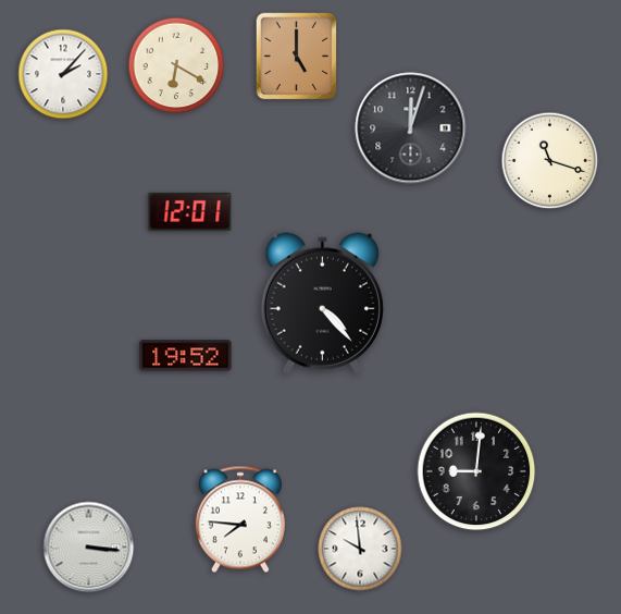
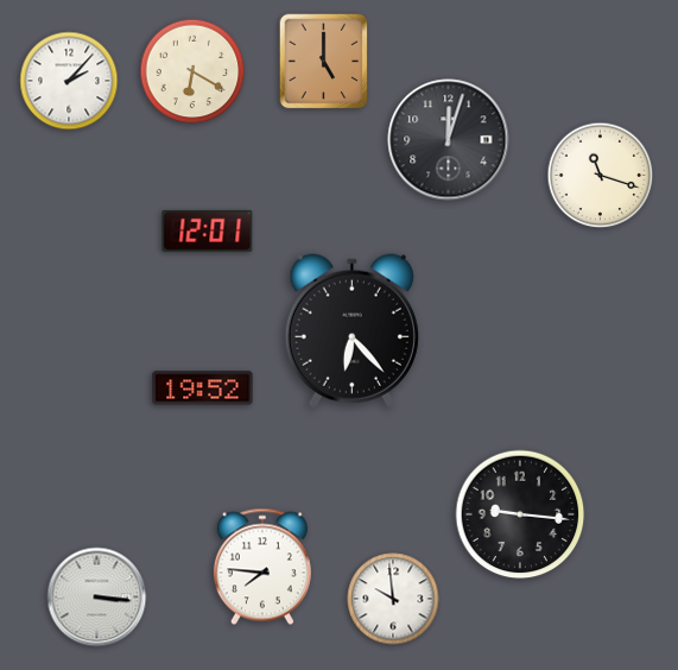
clock at (322, 304): 4:23 -> 6:23
clock at (476, 471): 9:01 -> 9:16
